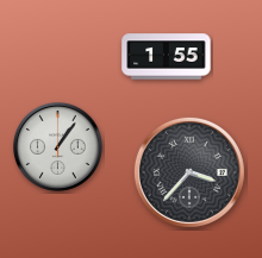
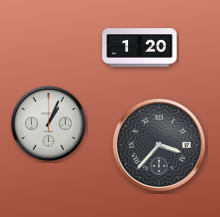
clock at (167, 57): 1:55 -> 1:20
clock at (58, 147): 1:06 -> 1:04
